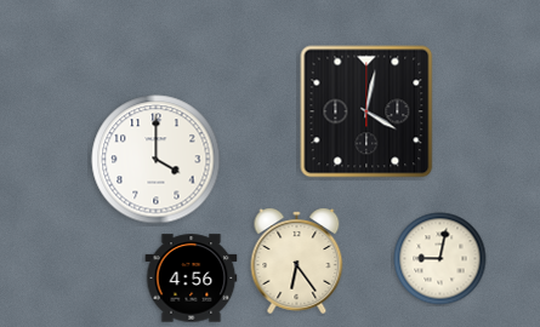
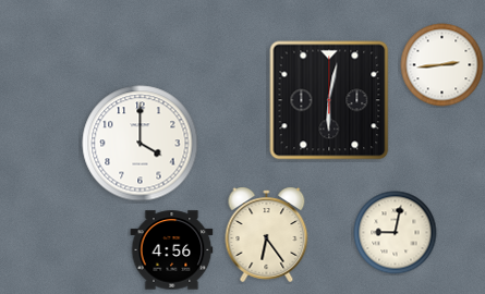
clock at (442, 65): none -> 2:44
clock at (366, 111): 4:02 -> 6:02
